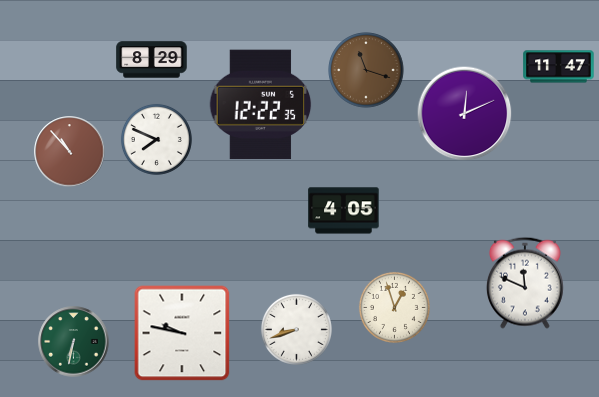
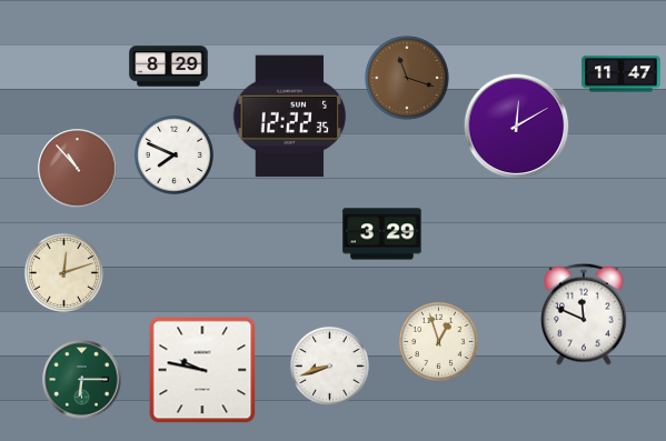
clock at (465, 114): 12:11 -> 12:10
clock at (344, 211): 4:05 -> 3:29
clock at (63, 272): none -> 12:12
clock at (74, 342): 6:32 -> 6:15
